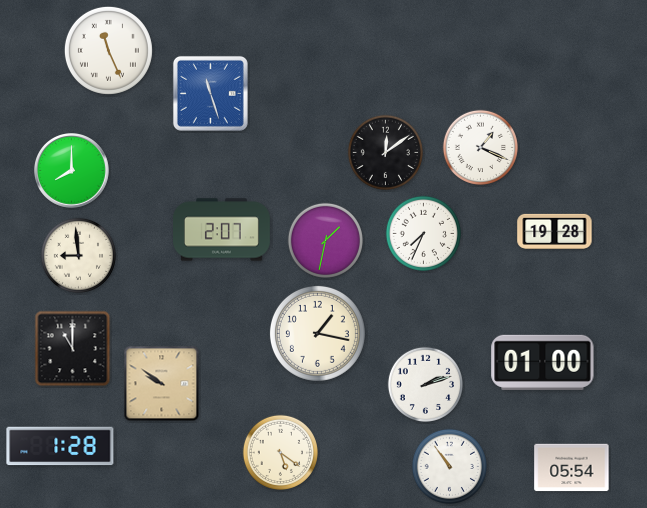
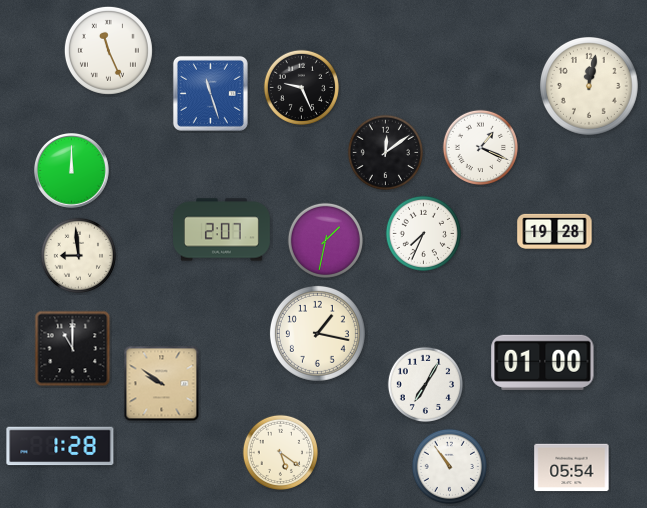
clock at (589, 86): none -> 12:02
clock at (301, 87): none -> 9:26
clock at (72, 171): 8:00 -> 12:00
clock at (425, 384): 2:12 -> 7:05
